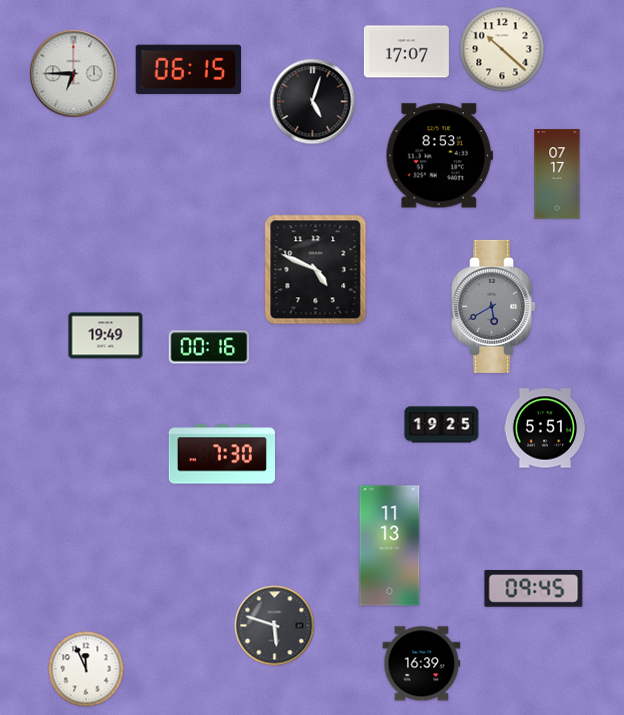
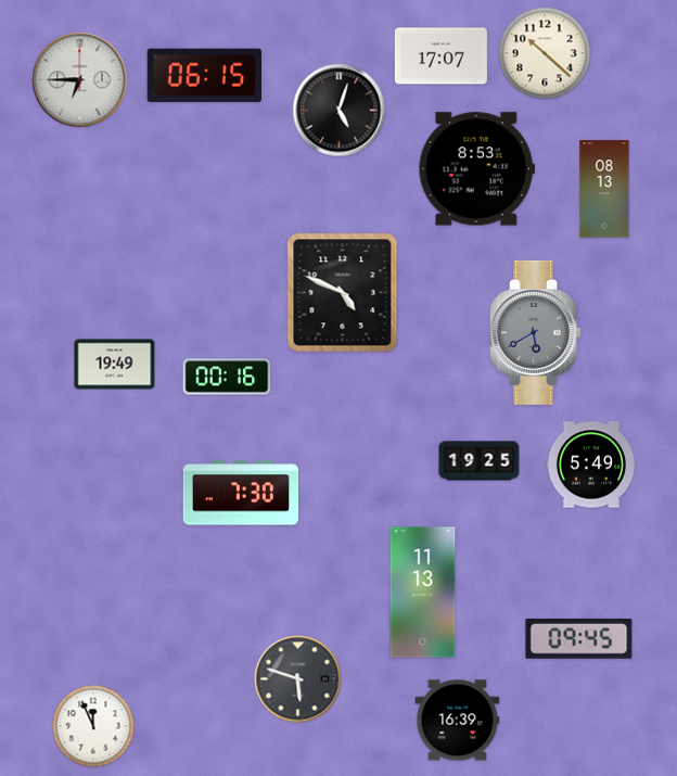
clock at (557, 174): 07:17 -> 08:13
clock at (544, 428): 5:51 -> 5:49
